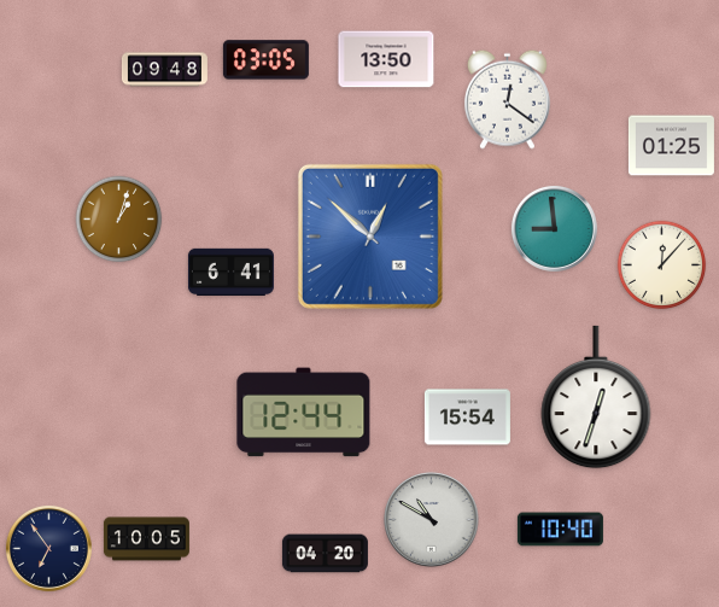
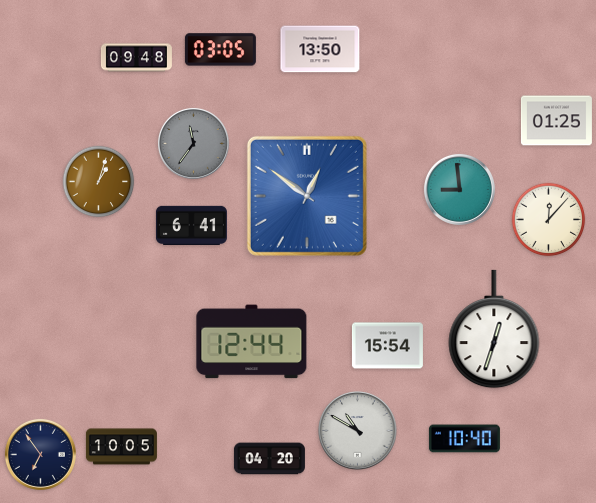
clock at (507, 99): 12:21 -> none
clock at (193, 143): none -> 11:36
clock at (370, 237): 12:52 -> 12:51
